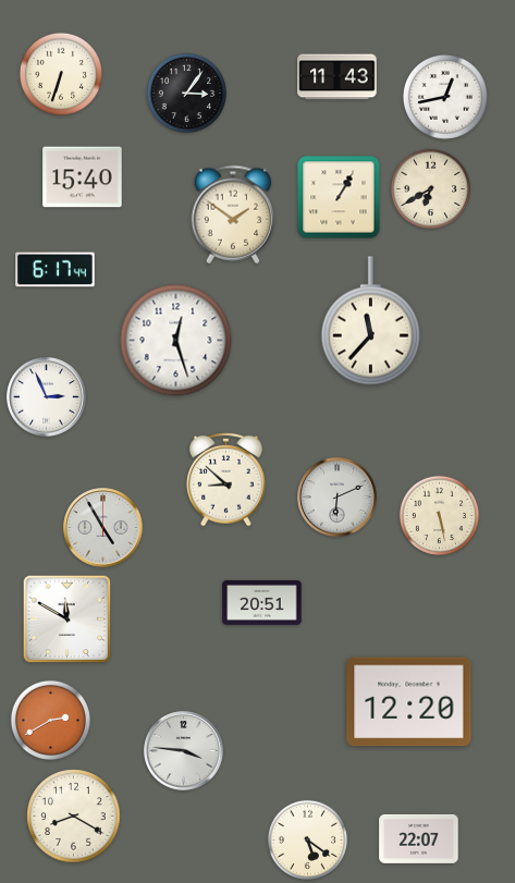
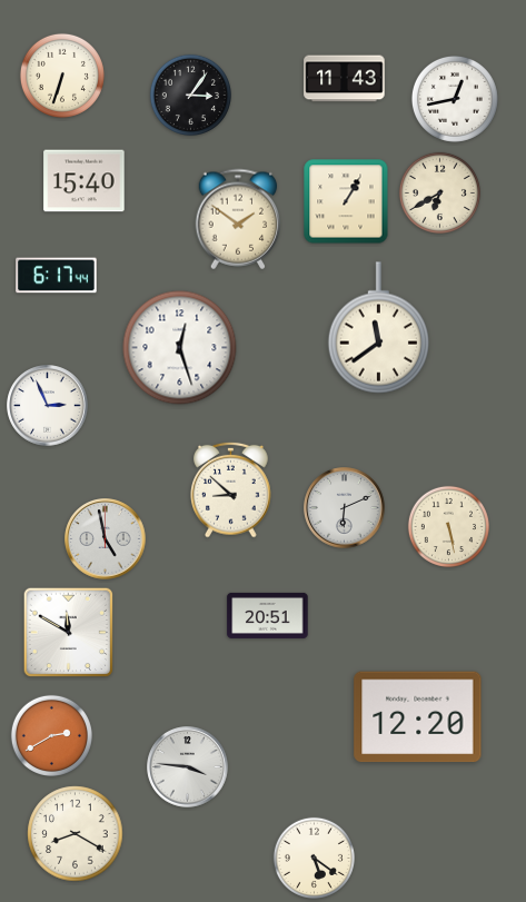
clock at (370, 321): 11:37 -> 11:39
clock at (103, 528): 4:55 -> 4:58
clock at (419, 838): 22:07 -> none
